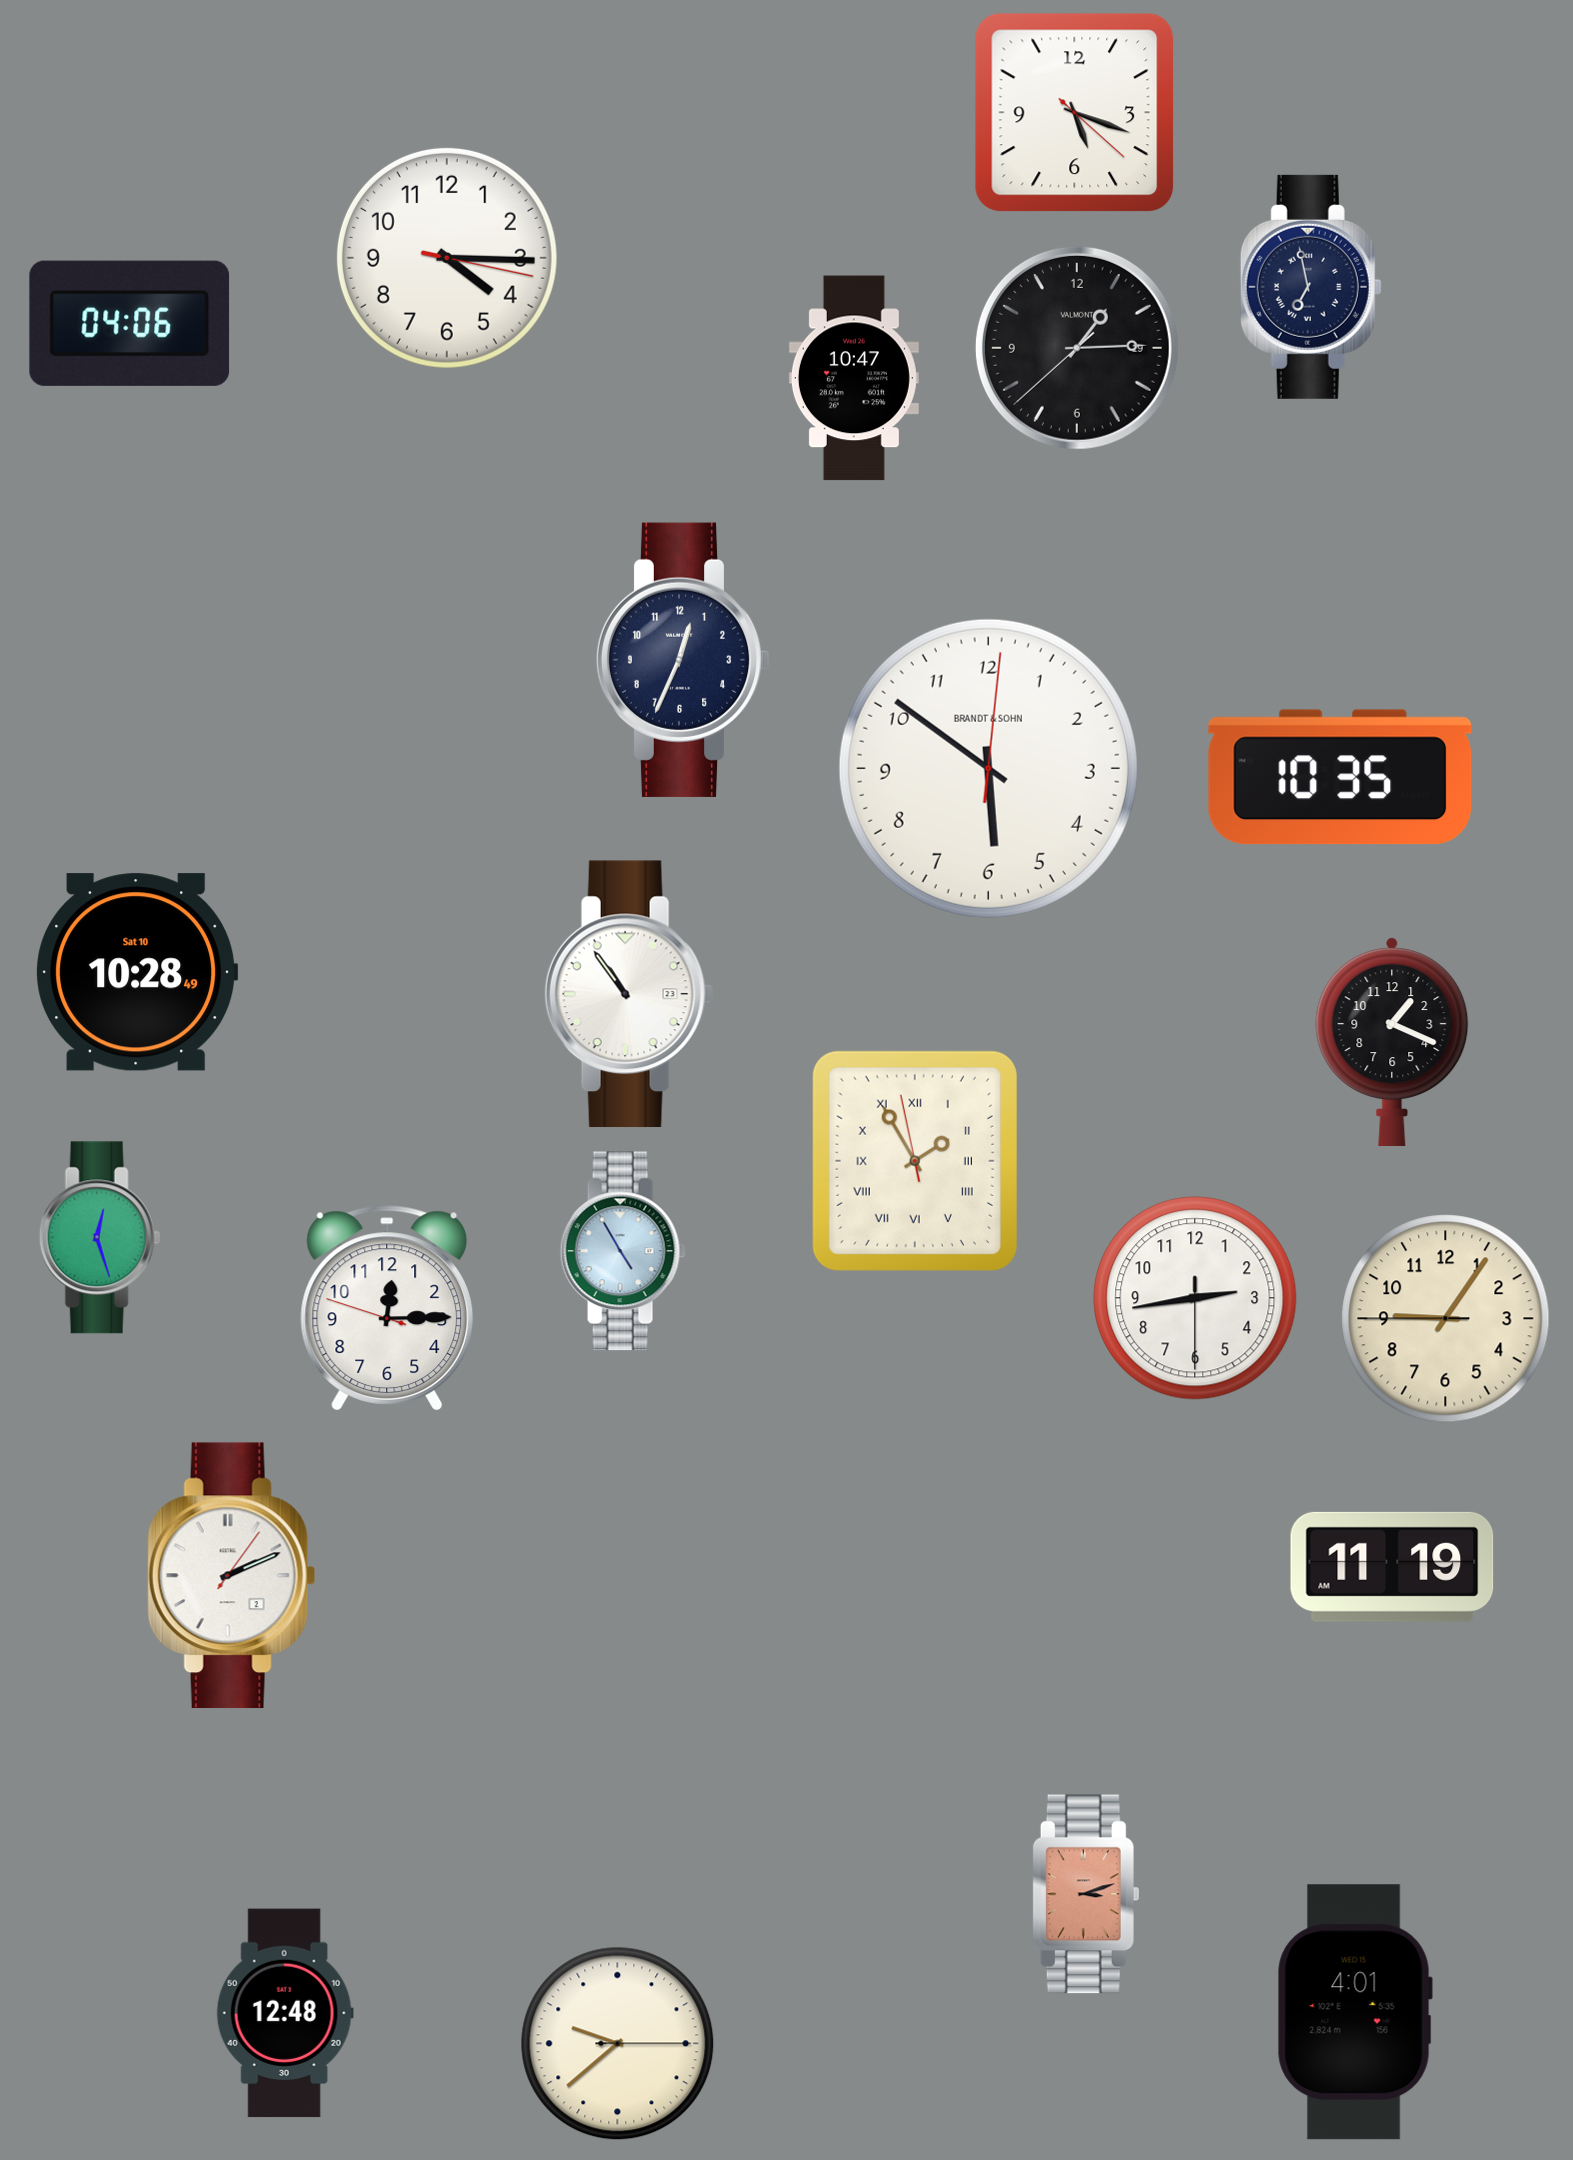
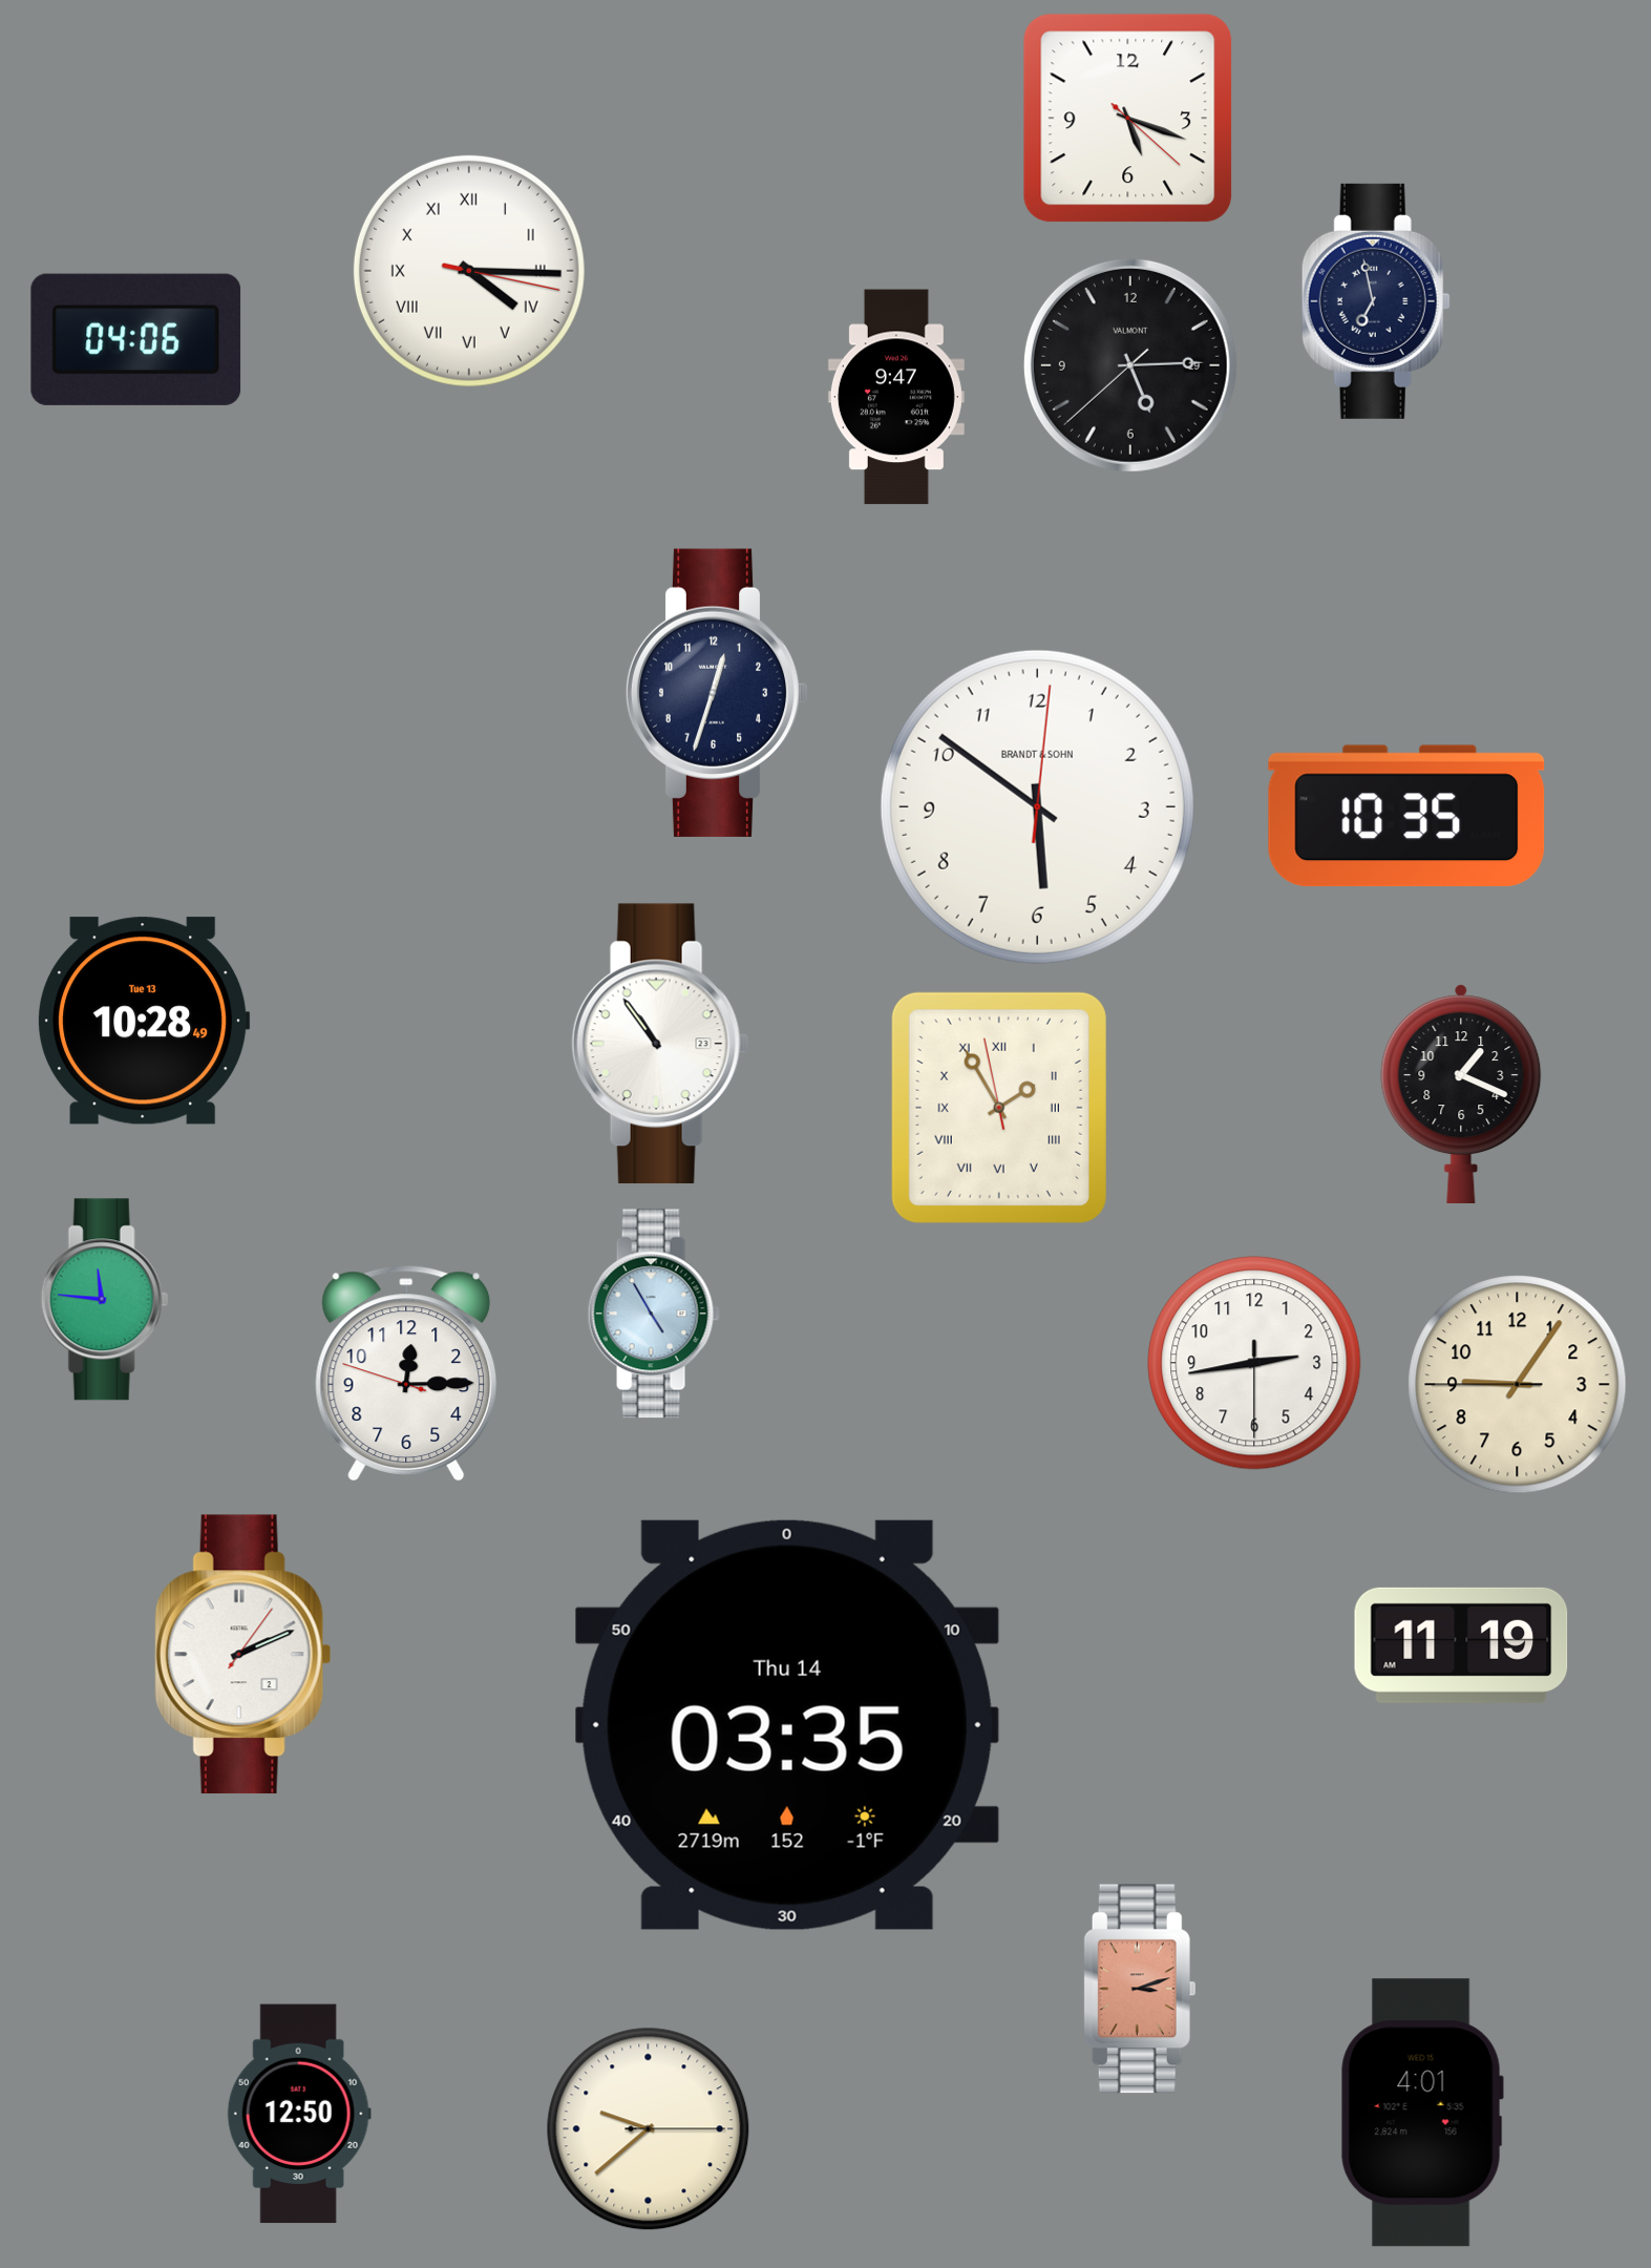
clock at (447, 258) numerals: Arabic -> Roman
clock at (1077, 348): 1:14 -> 5:14
clock at (854, 378): 10:47 -> 9:47
clock at (683, 660): 12:34 -> 12:33
clock at (137, 972) date: Sat 10 -> Tue 13
clock at (915, 1161) position: (915, 1161) -> (999, 1108)
clock at (99, 1238): 12:27 -> 11:46
clock at (787, 1725): none -> 03:35
clock at (285, 2013): 12:48 -> 12:50
clock at (618, 2044) position: (618, 2044) -> (649, 2129)
